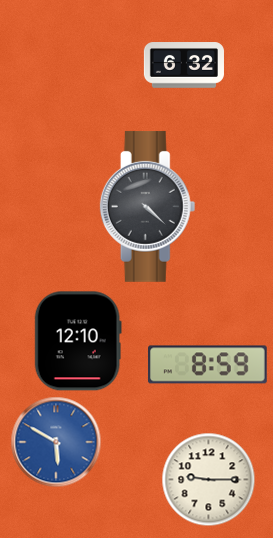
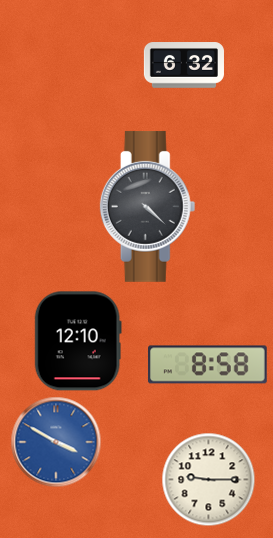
clock at (208, 365): 8:59 -> 8:58
clock at (56, 442): 5:50 -> 3:50
